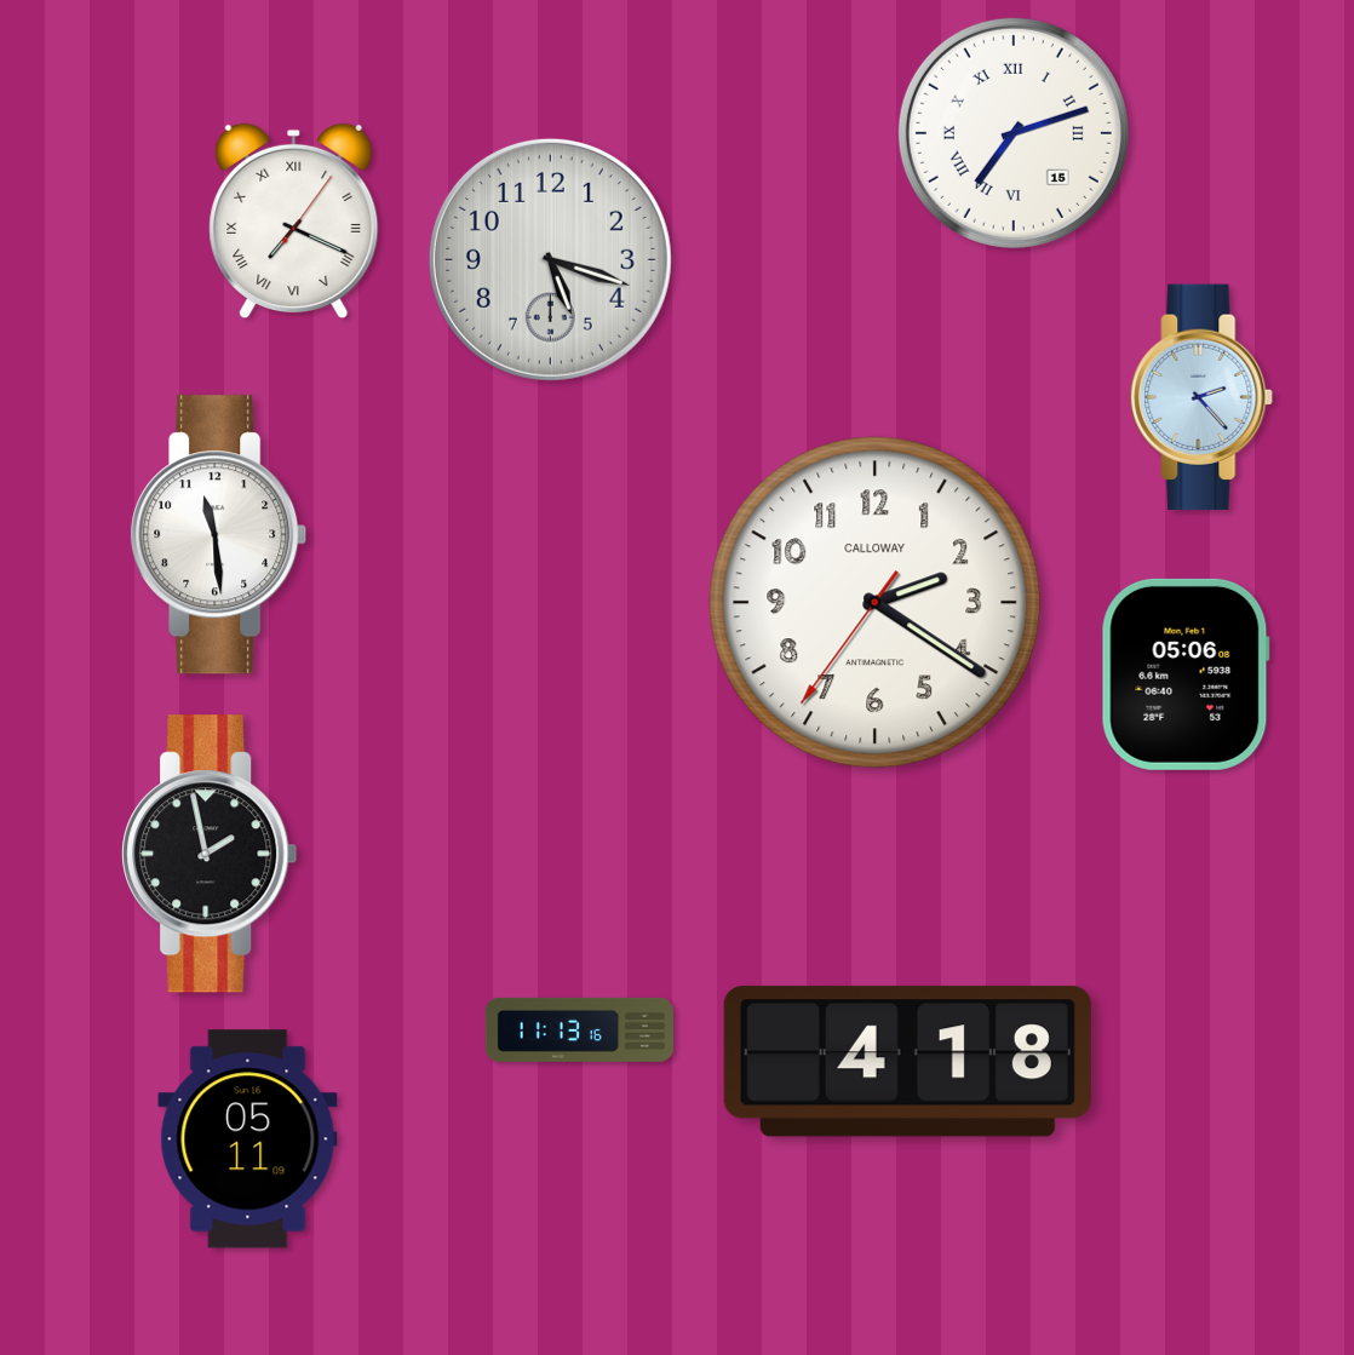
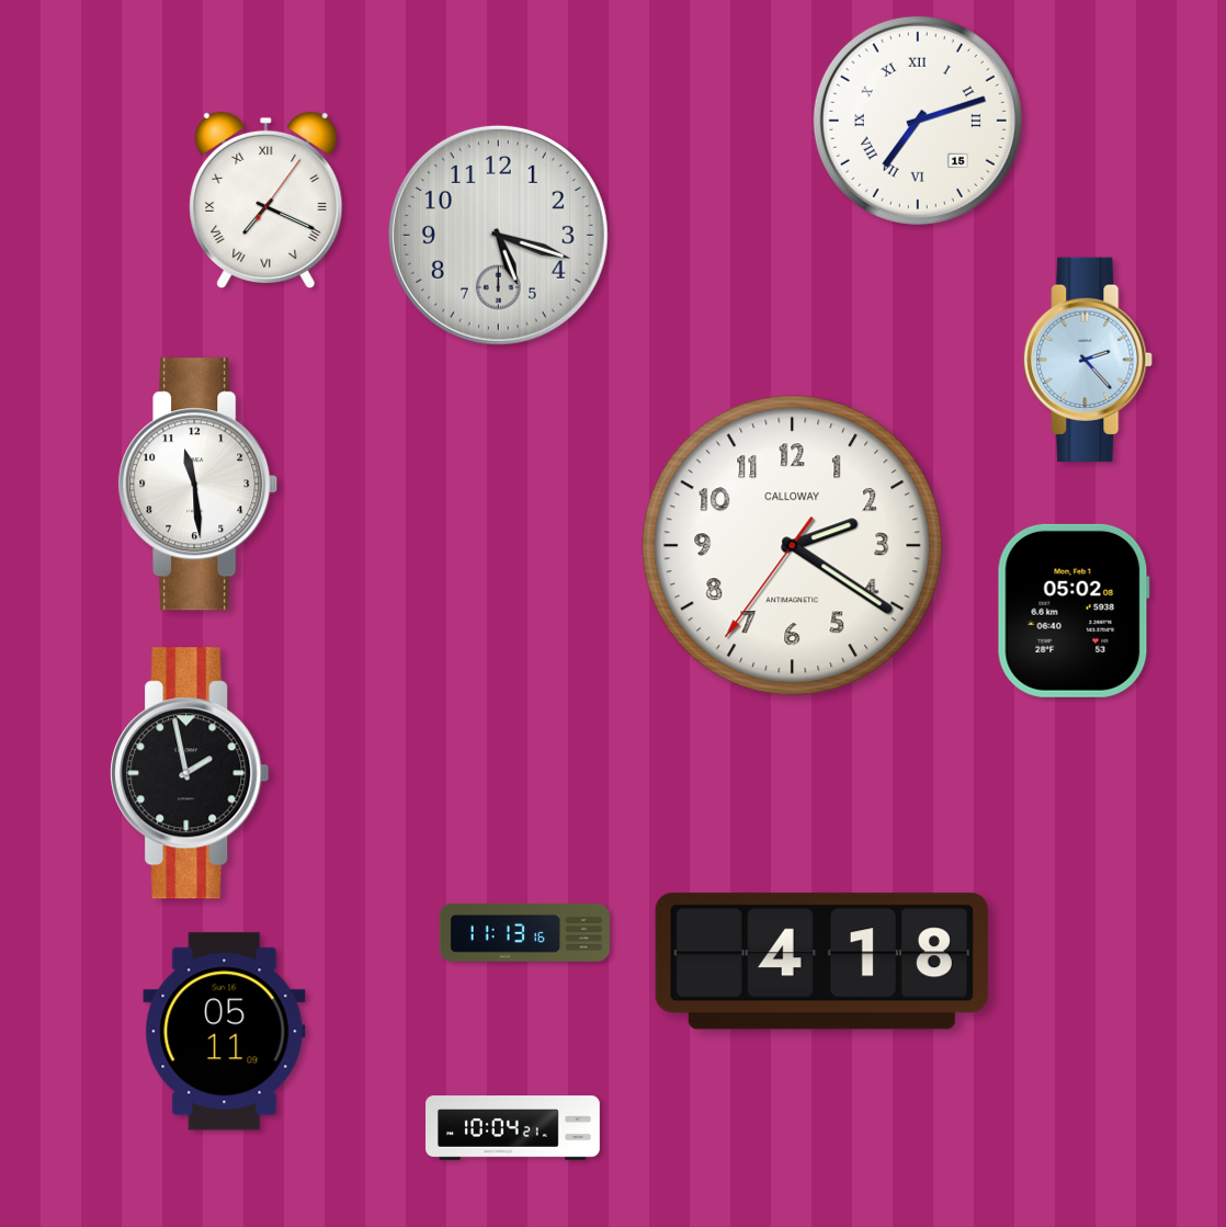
clock at (1186, 674): 05:06 -> 05:02
clock at (513, 1128): none -> 10:04
